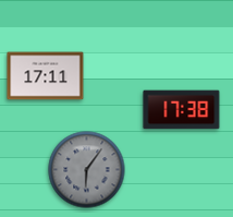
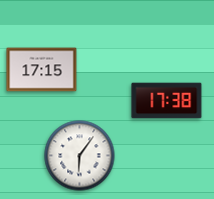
clock at (46, 76): 17:11 -> 17:15
clock at (87, 170) dial: grey -> white
